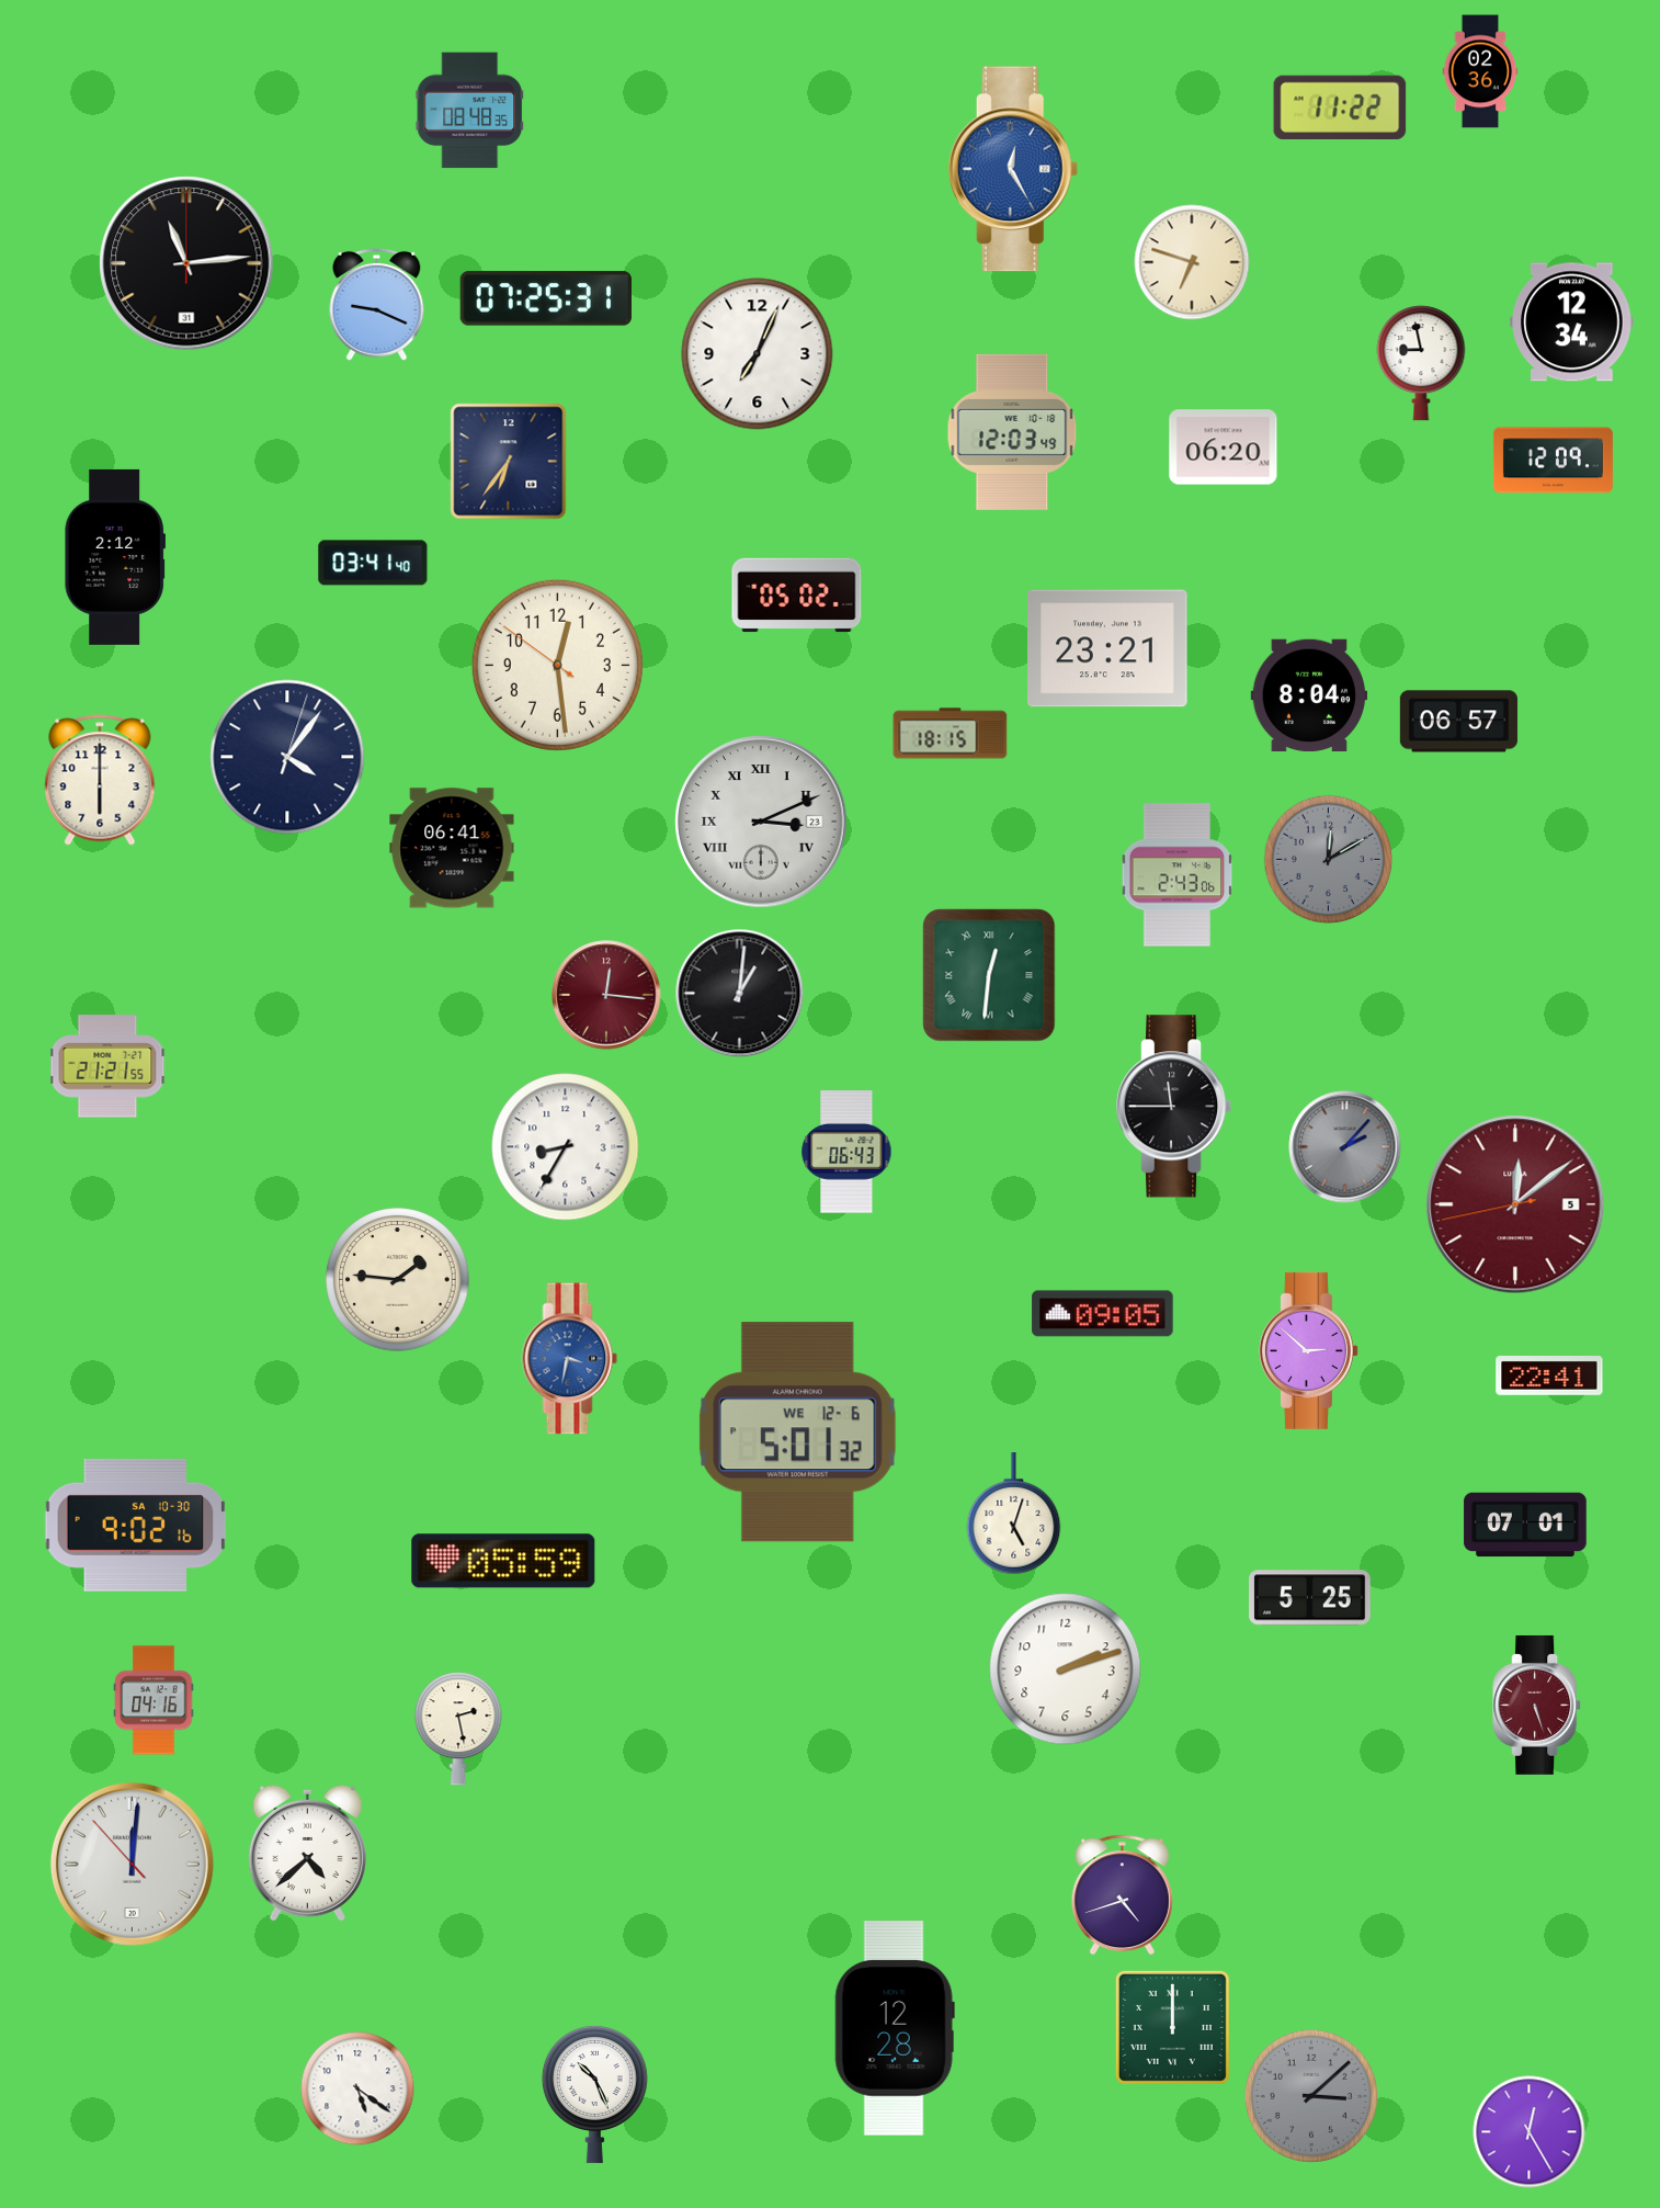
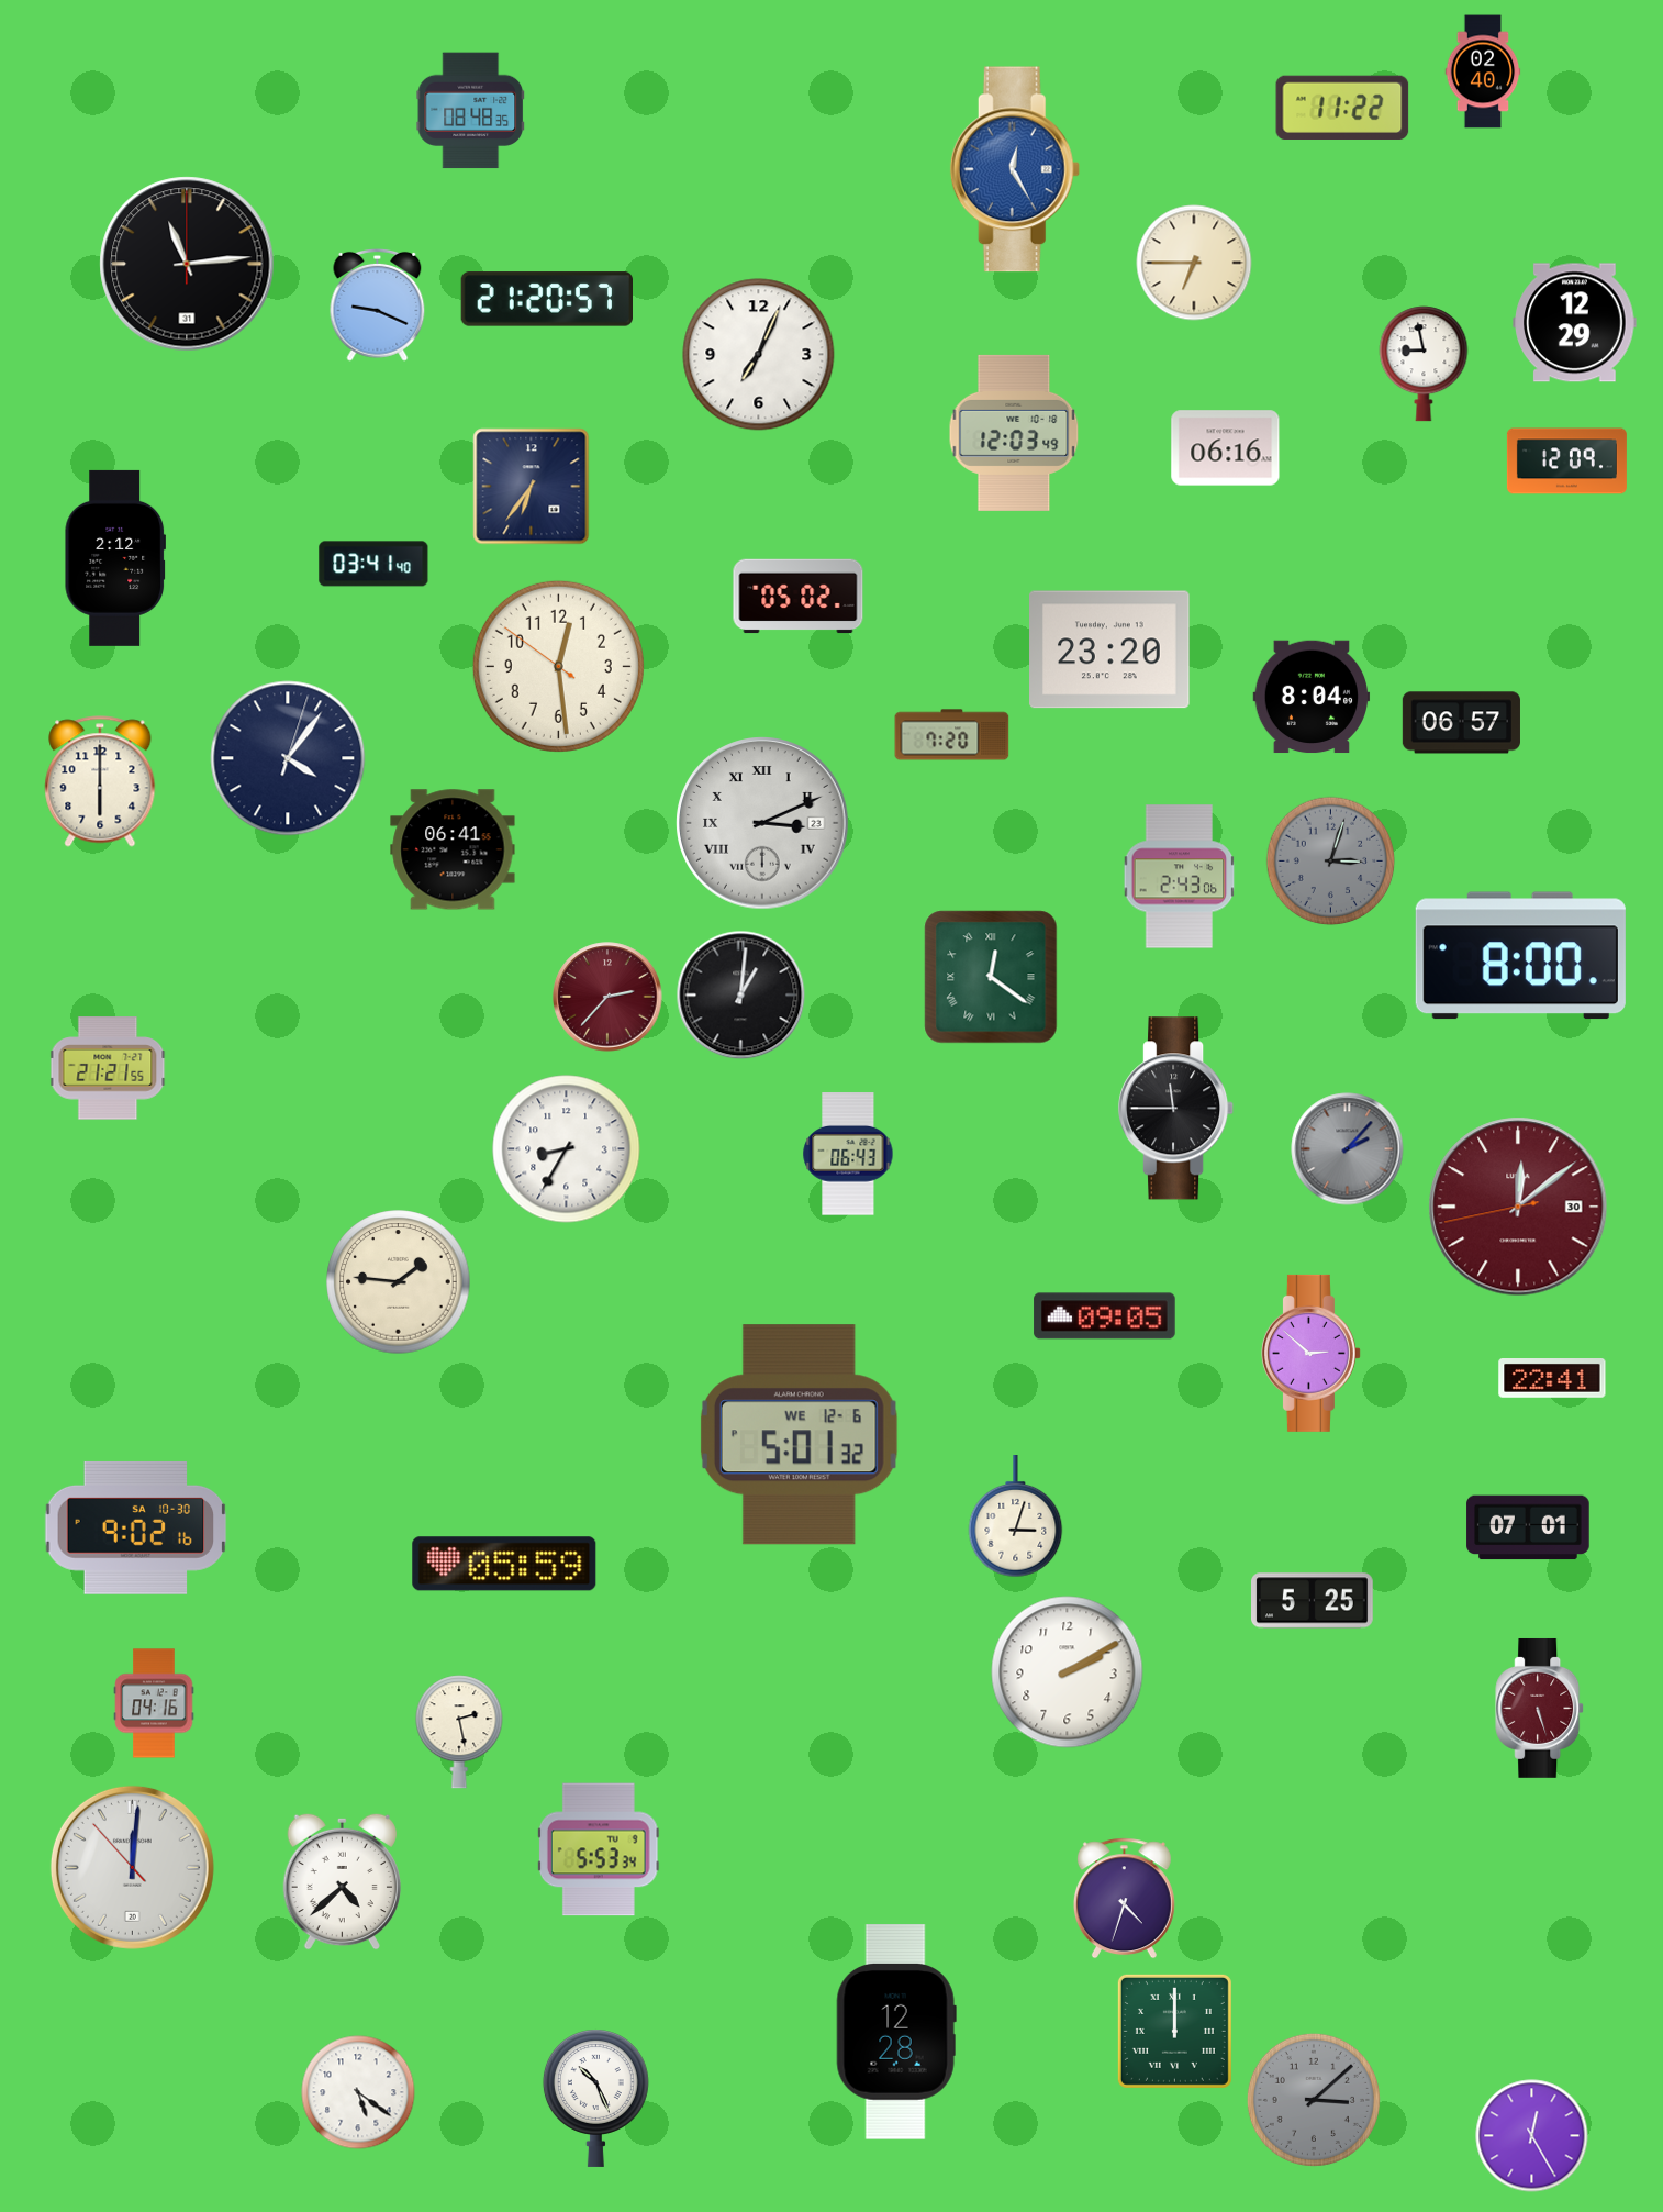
clock at (1480, 71): 02:36 -> 02:40
clock at (1192, 262): 6:48 -> 6:45
clock at (545, 298): 07:25 -> 21:20
clock at (1572, 322): 12:34 -> 12:29
clock at (1224, 448): 06:20 -> 06:16
clock at (1553, 461) position: (1553, 461) -> (1566, 462)
clock at (509, 462) position: (509, 462) -> (532, 487)
clock at (1107, 648): 23:21 -> 23:20
clock at (951, 734): 18:15 -> 7:20
clock at (1329, 860): 12:10 -> 3:03
clock at (1520, 956): none -> 8:00
clock at (989, 975): 12:31 -> 12:21
clock at (606, 995): 12:16 -> 2:37
clock at (1515, 1204) date: 5 -> 30
clock at (570, 1359): 3:32 -> none
clock at (1014, 1515): 5:03 -> 3:03
clock at (1066, 1669): 2:12 -> 2:10
clock at (599, 1849): none -> 5:53
clock at (307, 1853) position: (307, 1853) -> (342, 1881)
clock at (1122, 1895): 4:42 -> 4:33
